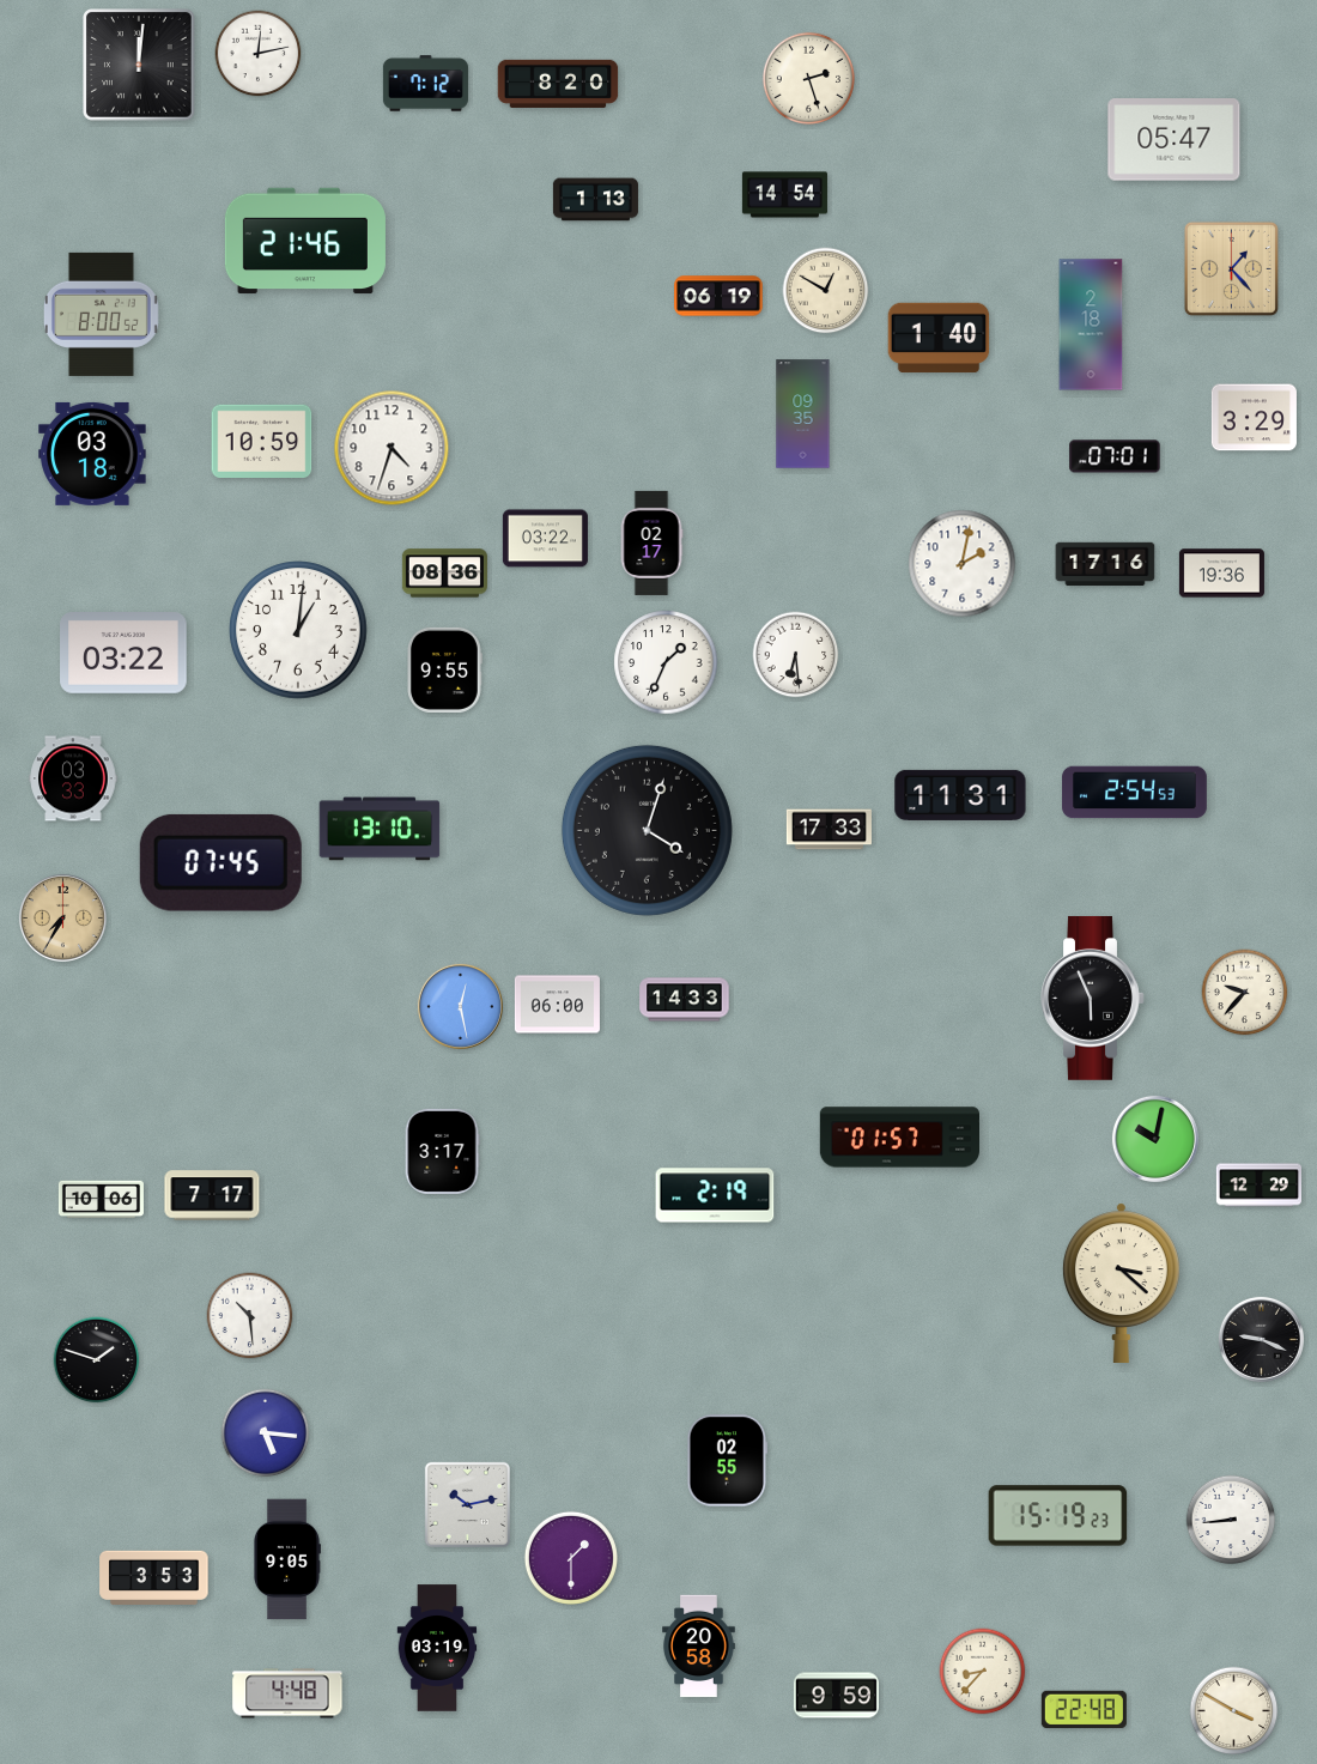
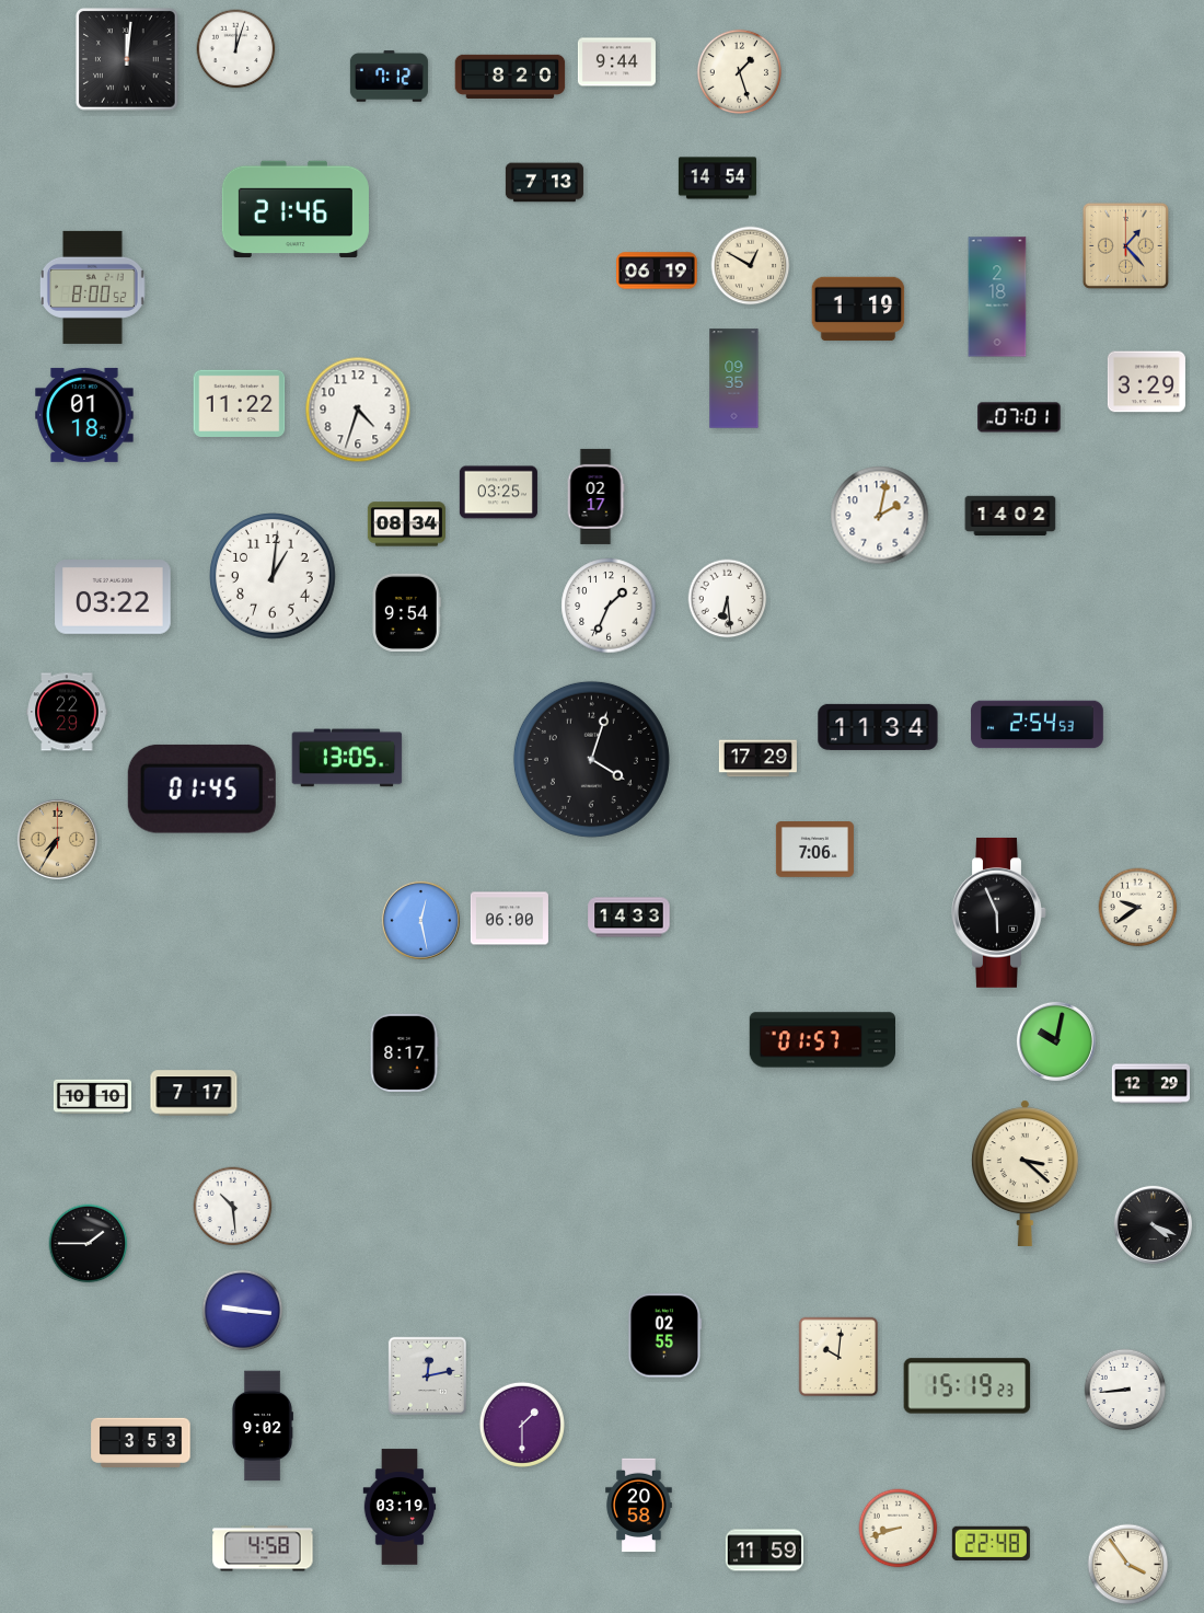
clock at (259, 54): 12:13 -> 12:03
clock at (616, 62): none -> 9:44
clock at (808, 78): 2:27 -> 1:27
clock at (1175, 140): 05:47 -> none
clock at (595, 200): 1:13 -> 7:13
clock at (305, 241) position: (305, 241) -> (296, 209)
clock at (826, 291) position: (826, 291) -> (751, 266)
clock at (939, 338): 1:40 -> 1:19
clock at (262, 441): 10:59 -> 11:22
clock at (92, 454): 03:18 -> 01:18
clock at (545, 539): 03:22 -> 03:25
clock at (1105, 564): 17:16 -> 14:02
clock at (444, 574): 08:36 -> 08:34
clock at (1221, 574): 19:36 -> none
clock at (445, 669): 9:55 -> 9:54
clock at (73, 778): 03:33 -> 22:29
clock at (960, 795): 11:31 -> 11:34
clock at (380, 829): 13:10 -> 13:05
clock at (829, 830): 17:33 -> 17:29
clock at (220, 862): 07:45 -> 01:45
clock at (814, 850): none -> 7:06
clock at (1245, 993): 9:37 -> 9:39
clock at (685, 1000) position: (685, 1000) -> (629, 918)
clock at (442, 1151): 3:17 -> 8:17
clock at (715, 1195): 2:19 -> none
clock at (101, 1200): 10:06 -> 10:10
clock at (250, 1316) position: (250, 1316) -> (233, 1207)
clock at (1261, 1339): 9:19 -> 4:19
clock at (97, 1360): 1:48 -> 1:45
clock at (266, 1433): 5:16 -> 9:16
clock at (838, 1357): none -> 10:01
clock at (467, 1504): 10:13 -> 12:13
clock at (286, 1559): 9:05 -> 9:02
clock at (983, 1672): 8:37 -> 8:42
clock at (287, 1693): 4:48 -> 4:58
clock at (836, 1696): 9:59 -> 11:59
clock at (1084, 1709) position: (1084, 1709) -> (991, 1543)
clock at (1234, 1711): 3:50 -> 3:54
